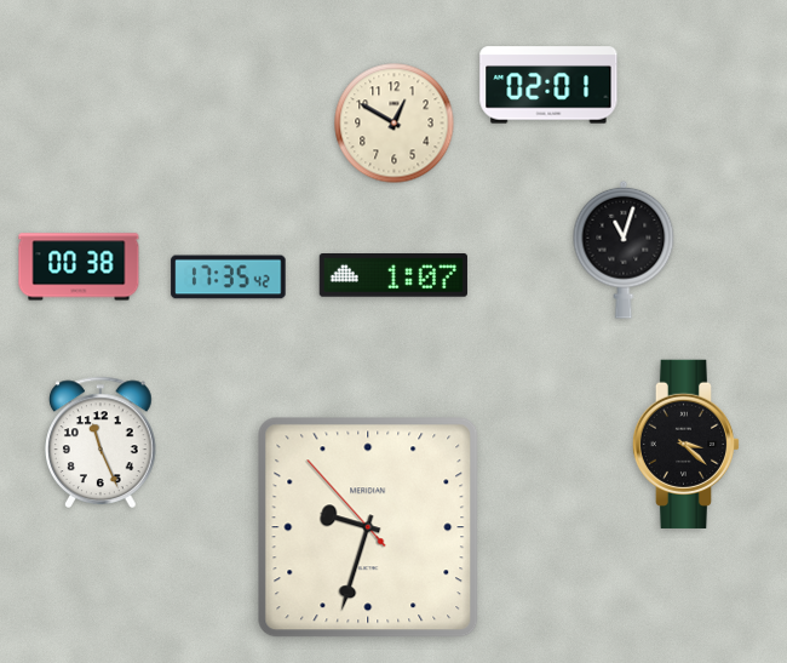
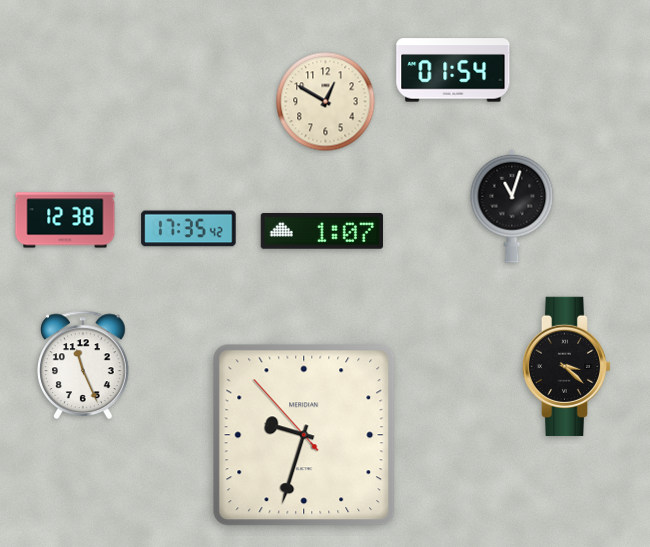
clock at (548, 85): 02:01 -> 01:54
clock at (624, 250) position: (624, 250) -> (512, 206)
clock at (79, 267): 00:38 -> 12:38
clock at (393, 276) position: (393, 276) -> (322, 232)
